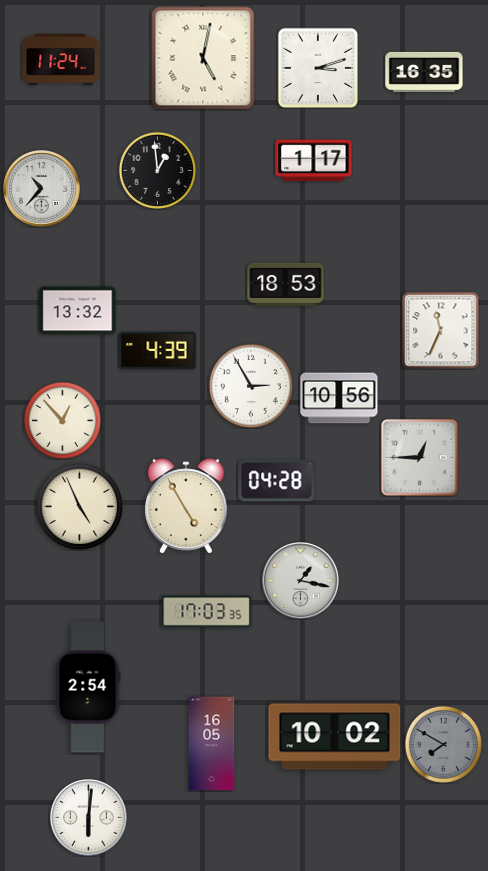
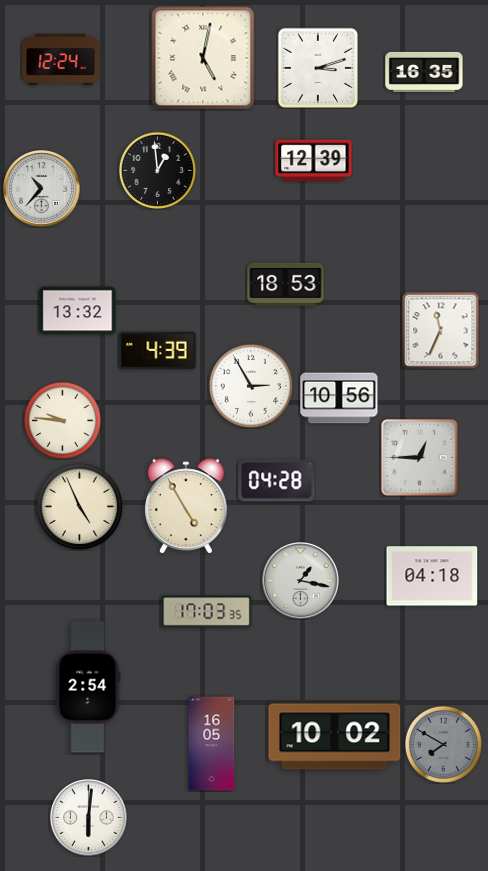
clock at (61, 60): 11:24 -> 12:24
clock at (314, 161): 1:17 -> 12:39
clock at (62, 420): 12:53 -> 9:46
clock at (432, 576): none -> 04:18
